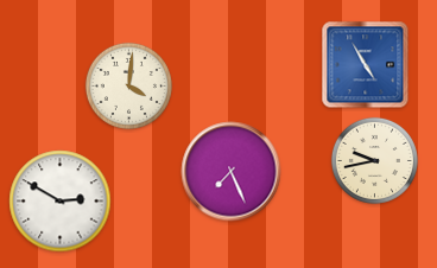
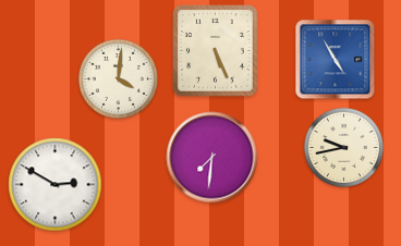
clock at (216, 51): none -> 5:26
clock at (232, 172): 7:26 -> 7:31
